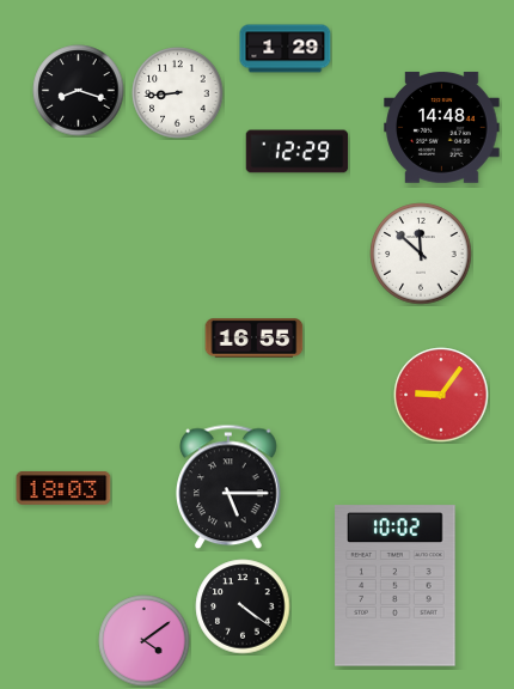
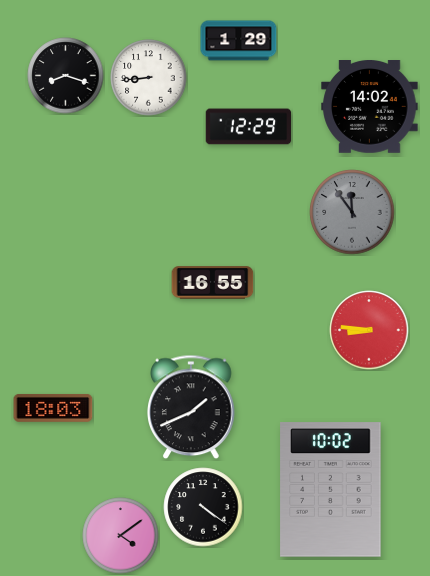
clock at (442, 128): 14:48 -> 14:02
clock at (421, 254): 11:52 -> 11:54
clock at (421, 254) dial: white -> grey
clock at (441, 395): 9:06 -> 8:46
clock at (228, 487): 5:15 -> 1:41
